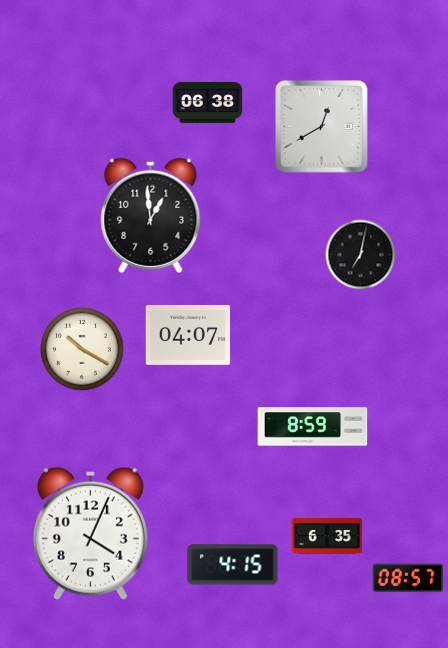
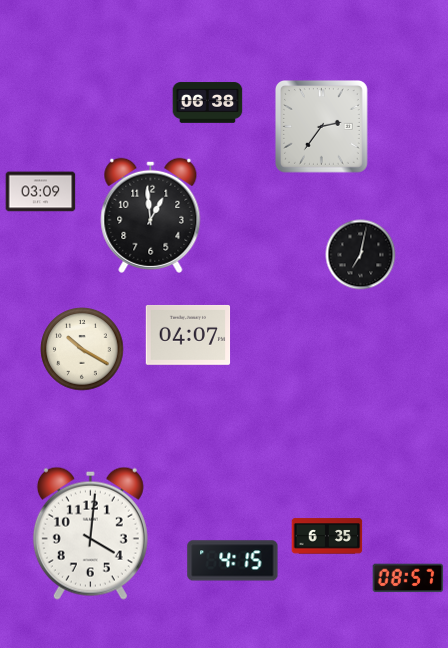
clock at (322, 127): 12:40 -> 2:36
clock at (41, 192): none -> 03:09
clock at (313, 427): 8:59 -> none
clock at (90, 533): 4:04 -> 4:01
clock at (233, 565) position: (233, 565) -> (233, 561)
